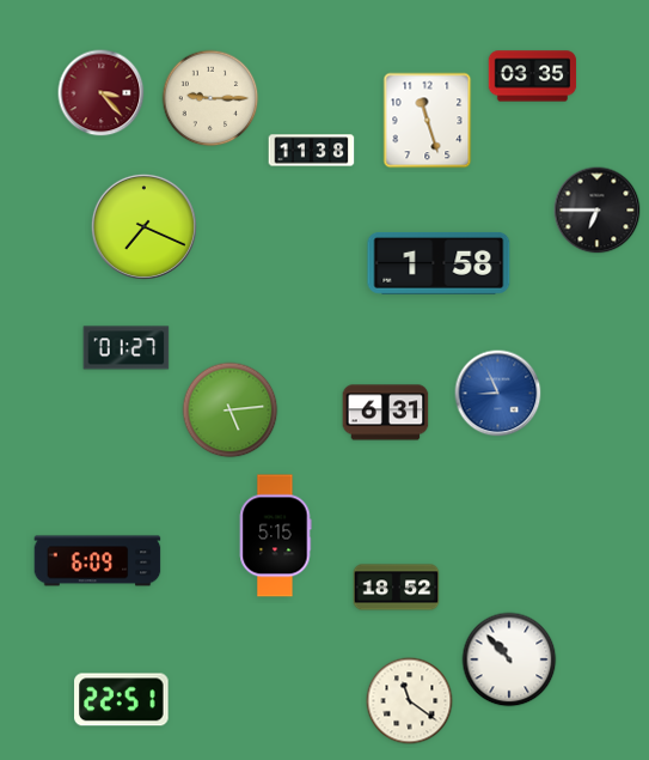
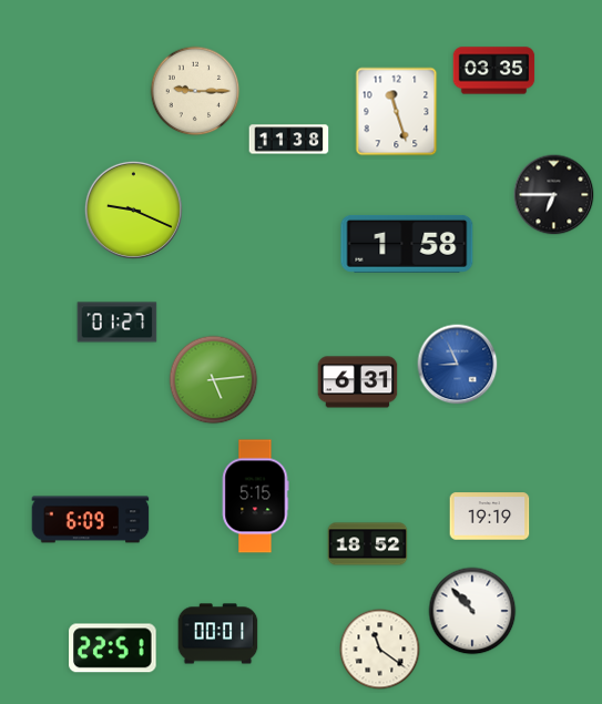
clock at (102, 93): 3:23 -> none
clock at (143, 226): 7:19 -> 9:19
clock at (498, 394) position: (498, 394) -> (458, 365)
clock at (490, 517): none -> 19:19
clock at (218, 634): none -> 00:01
